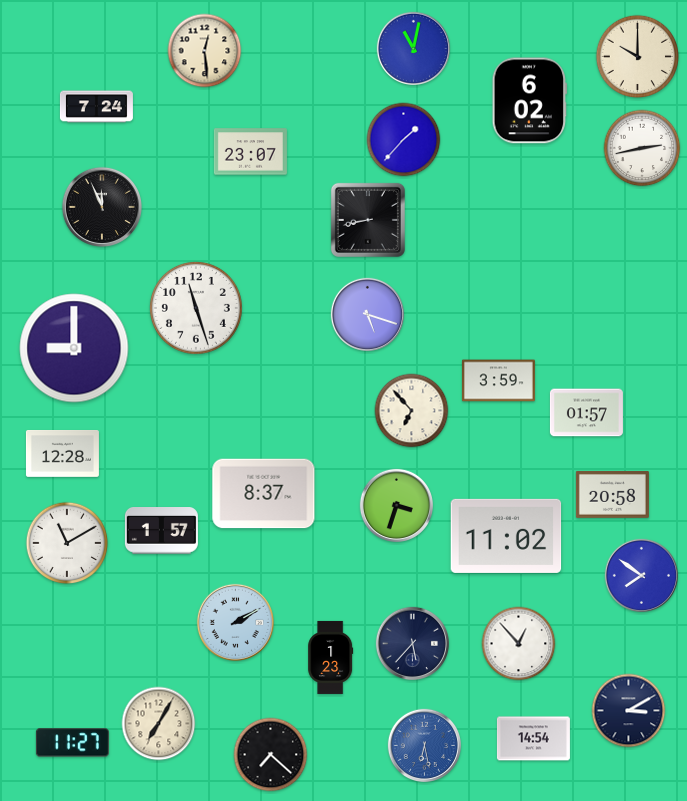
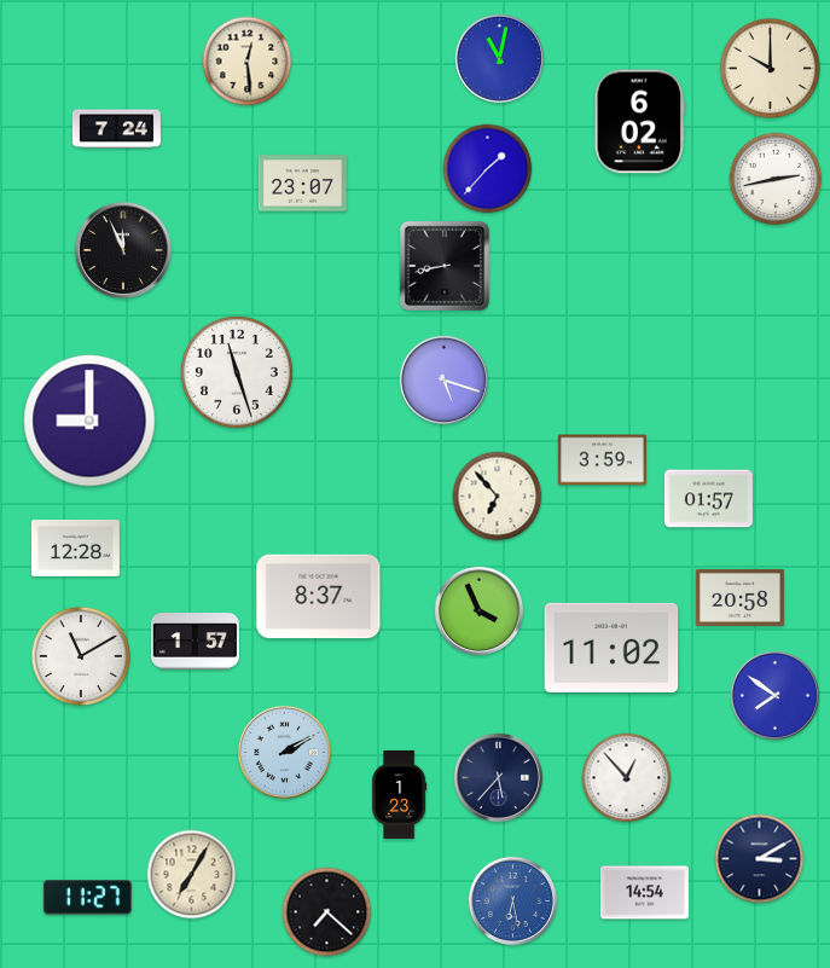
clock at (396, 505): 3:33 -> 3:56
